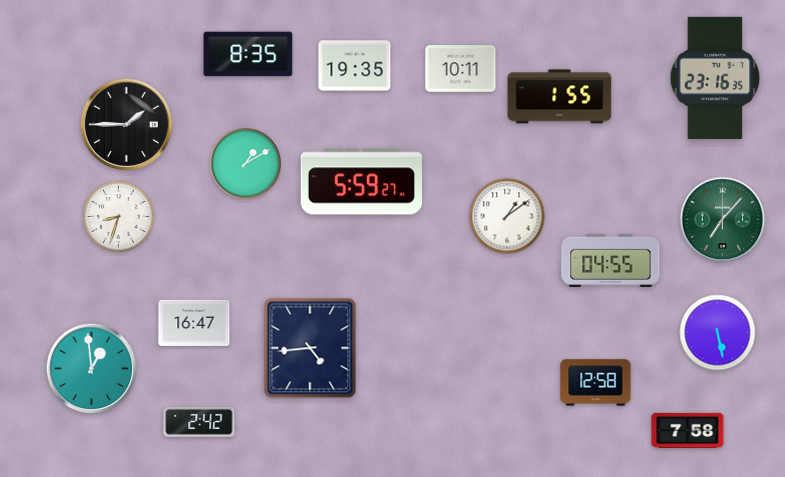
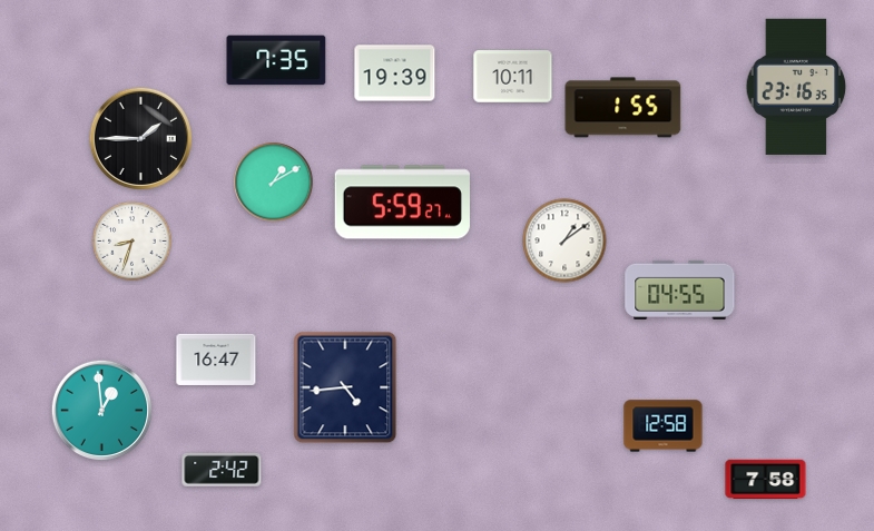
clock at (248, 54): 8:35 -> 7:35
clock at (355, 66): 19:35 -> 19:39
clock at (723, 220): 7:07 -> none
clock at (718, 333): 5:28 -> none
